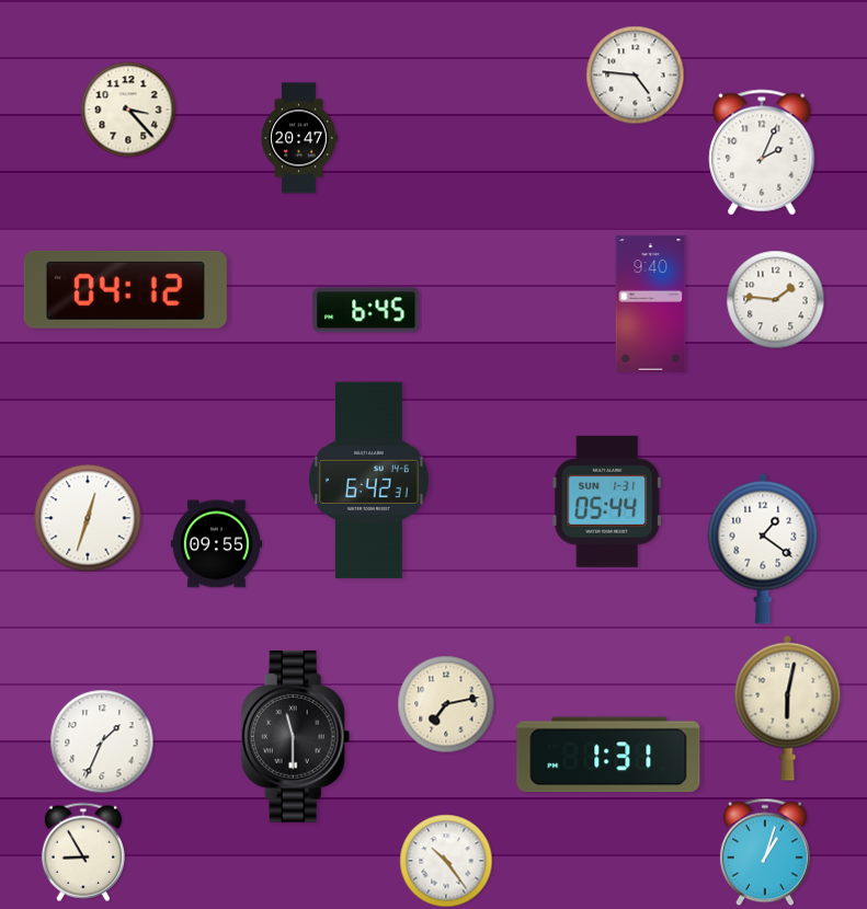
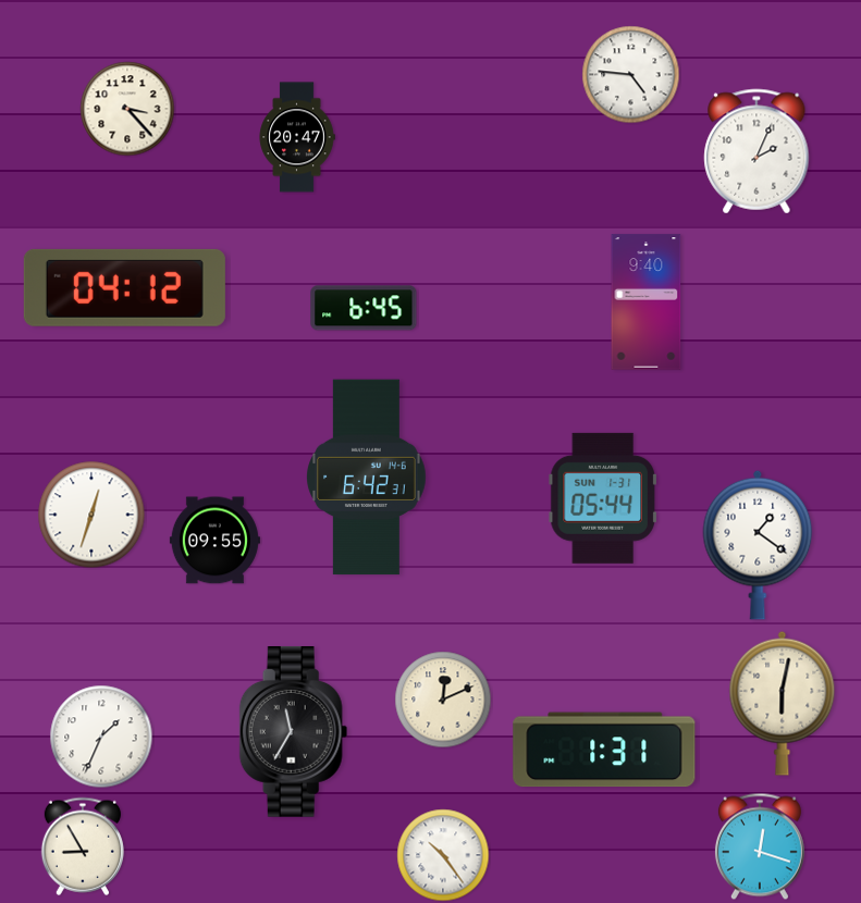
clock at (776, 300): 1:46 -> none
clock at (88, 518) position: (88, 518) -> (91, 515)
clock at (446, 704): 7:13 -> 12:11
clock at (296, 737): 11:30 -> 11:35
clock at (765, 852): 1:03 -> 12:18
